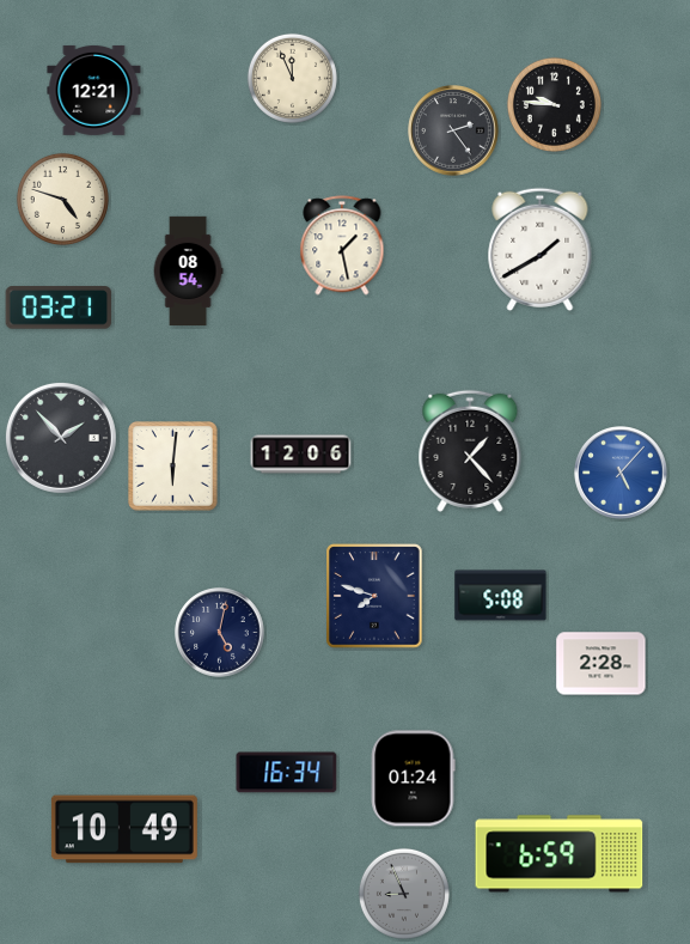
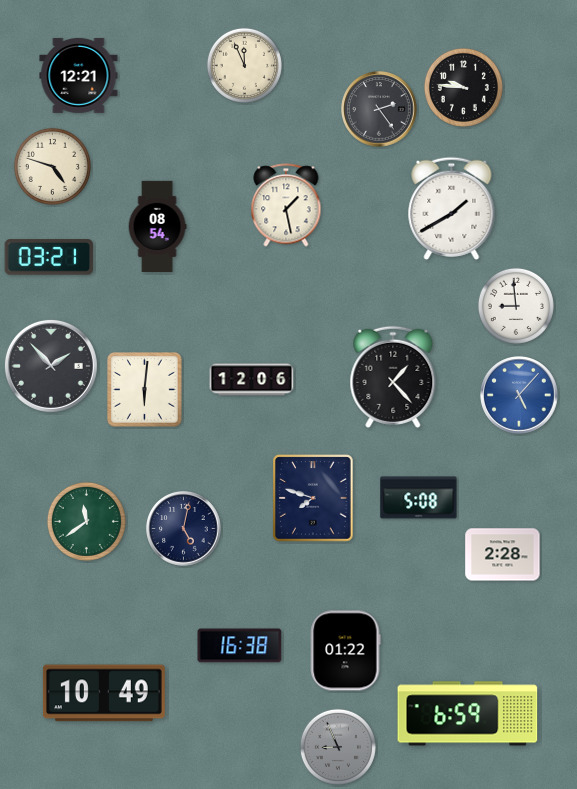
clock at (516, 306): none -> 8:59
clock at (86, 521): none -> 11:39
clock at (287, 773): 16:34 -> 16:38
clock at (413, 779): 01:24 -> 01:22
